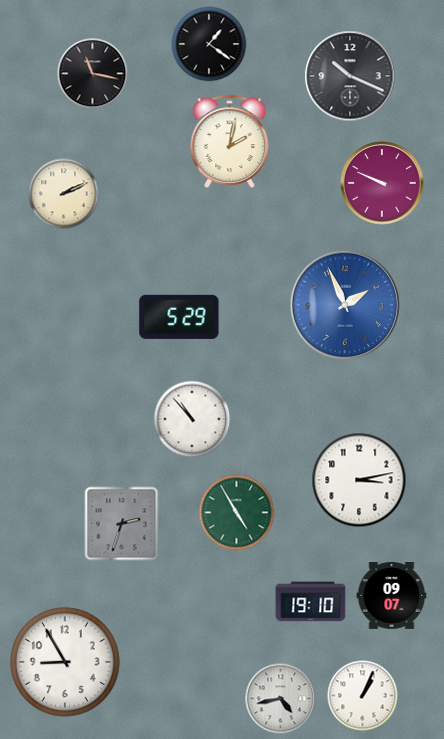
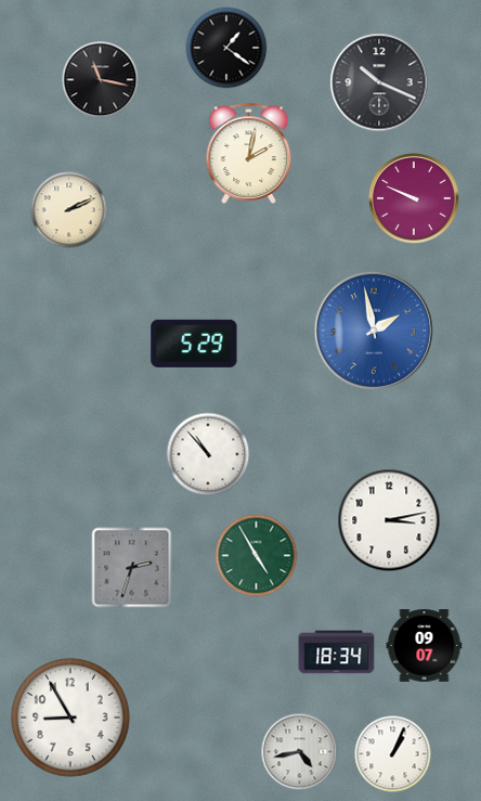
clock at (345, 305): 1:56 -> 1:58
clock at (311, 602): 19:10 -> 18:34
clock at (281, 699) position: (281, 699) -> (300, 752)
